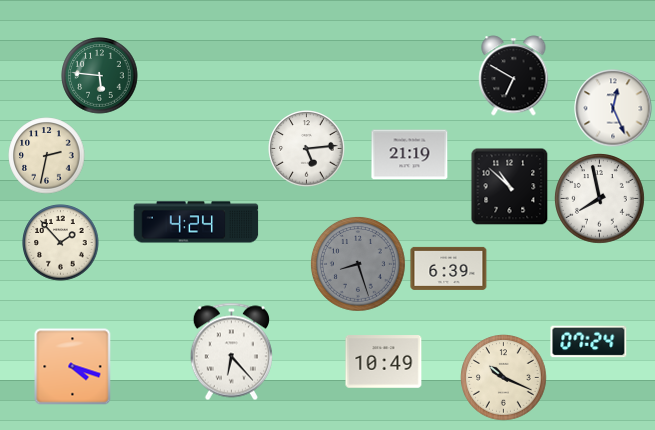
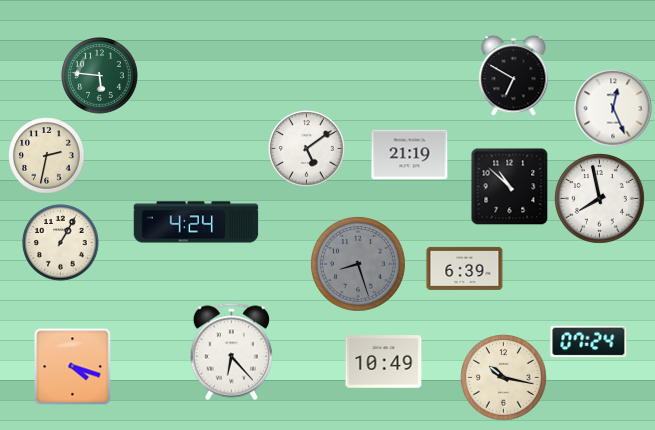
clock at (307, 149): 5:14 -> 5:09
clock at (61, 243): 1:53 -> 1:05
clock at (449, 268) position: (449, 268) -> (465, 268)
clock at (504, 378): 10:19 -> 10:17
